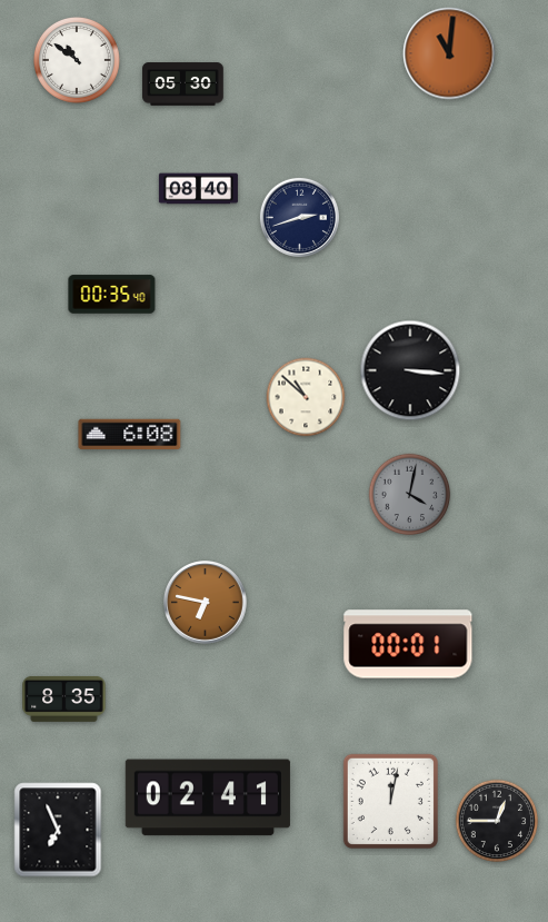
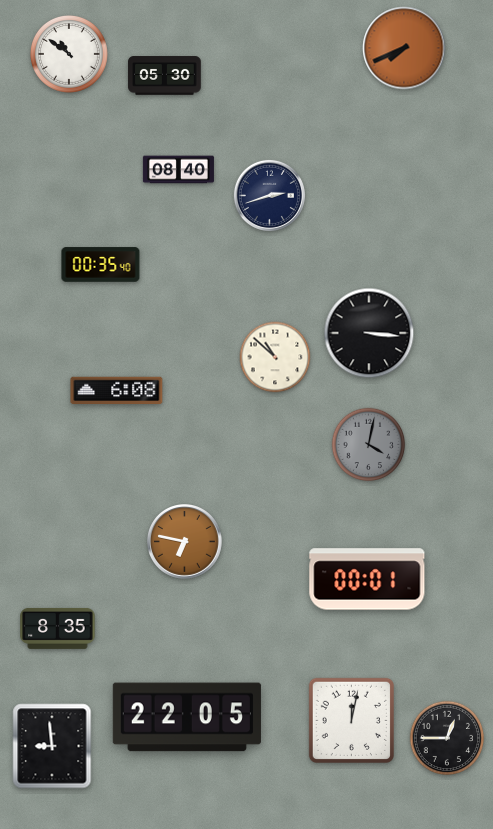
clock at (449, 53): 11:01 -> 7:41
clock at (208, 797): 02:41 -> 22:05
clock at (58, 830): 6:56 -> 8:59
